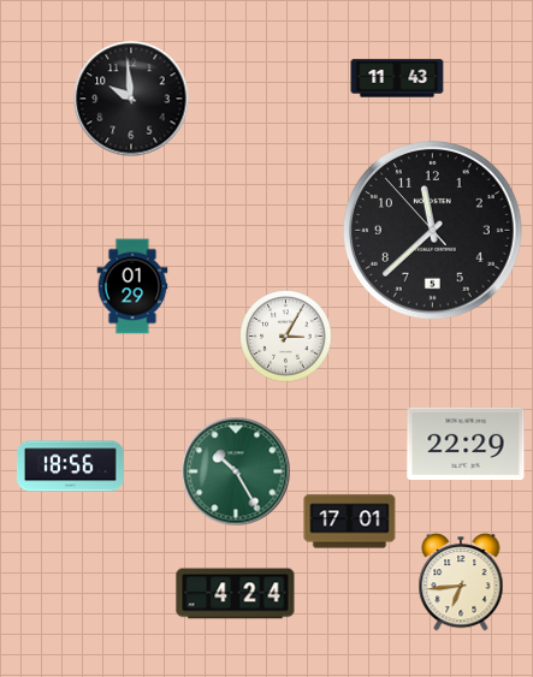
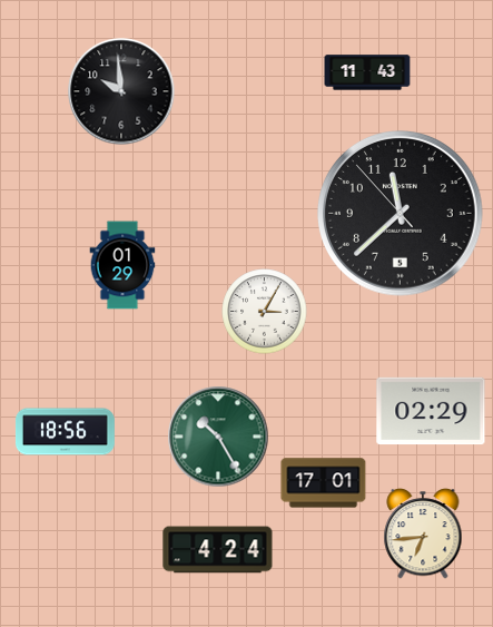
clock at (466, 444): 22:29 -> 02:29
clock at (461, 582) position: (461, 582) -> (423, 533)
